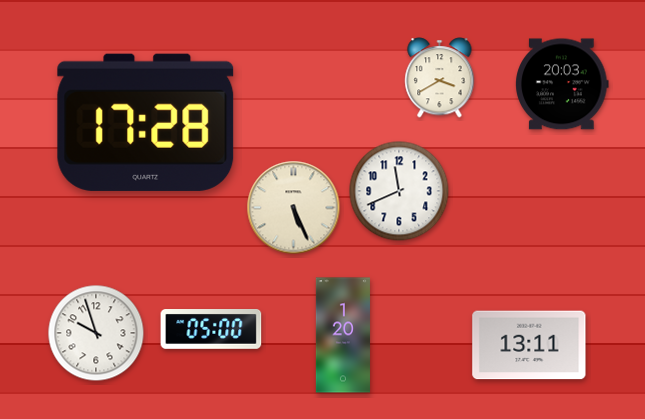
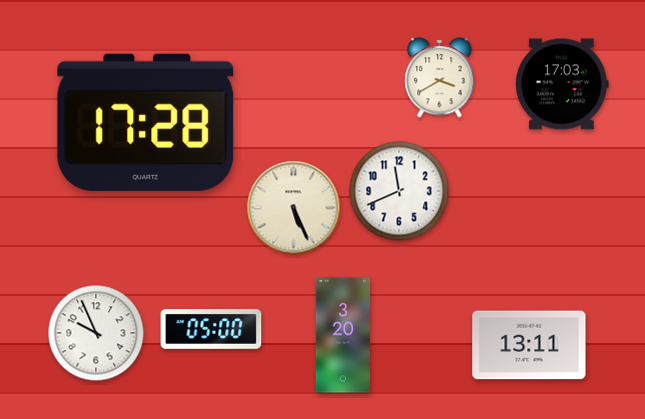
clock at (562, 84): 20:03 -> 17:03
clock at (96, 333): 9:57 -> 9:56
clock at (343, 335): 1:20 -> 3:20
